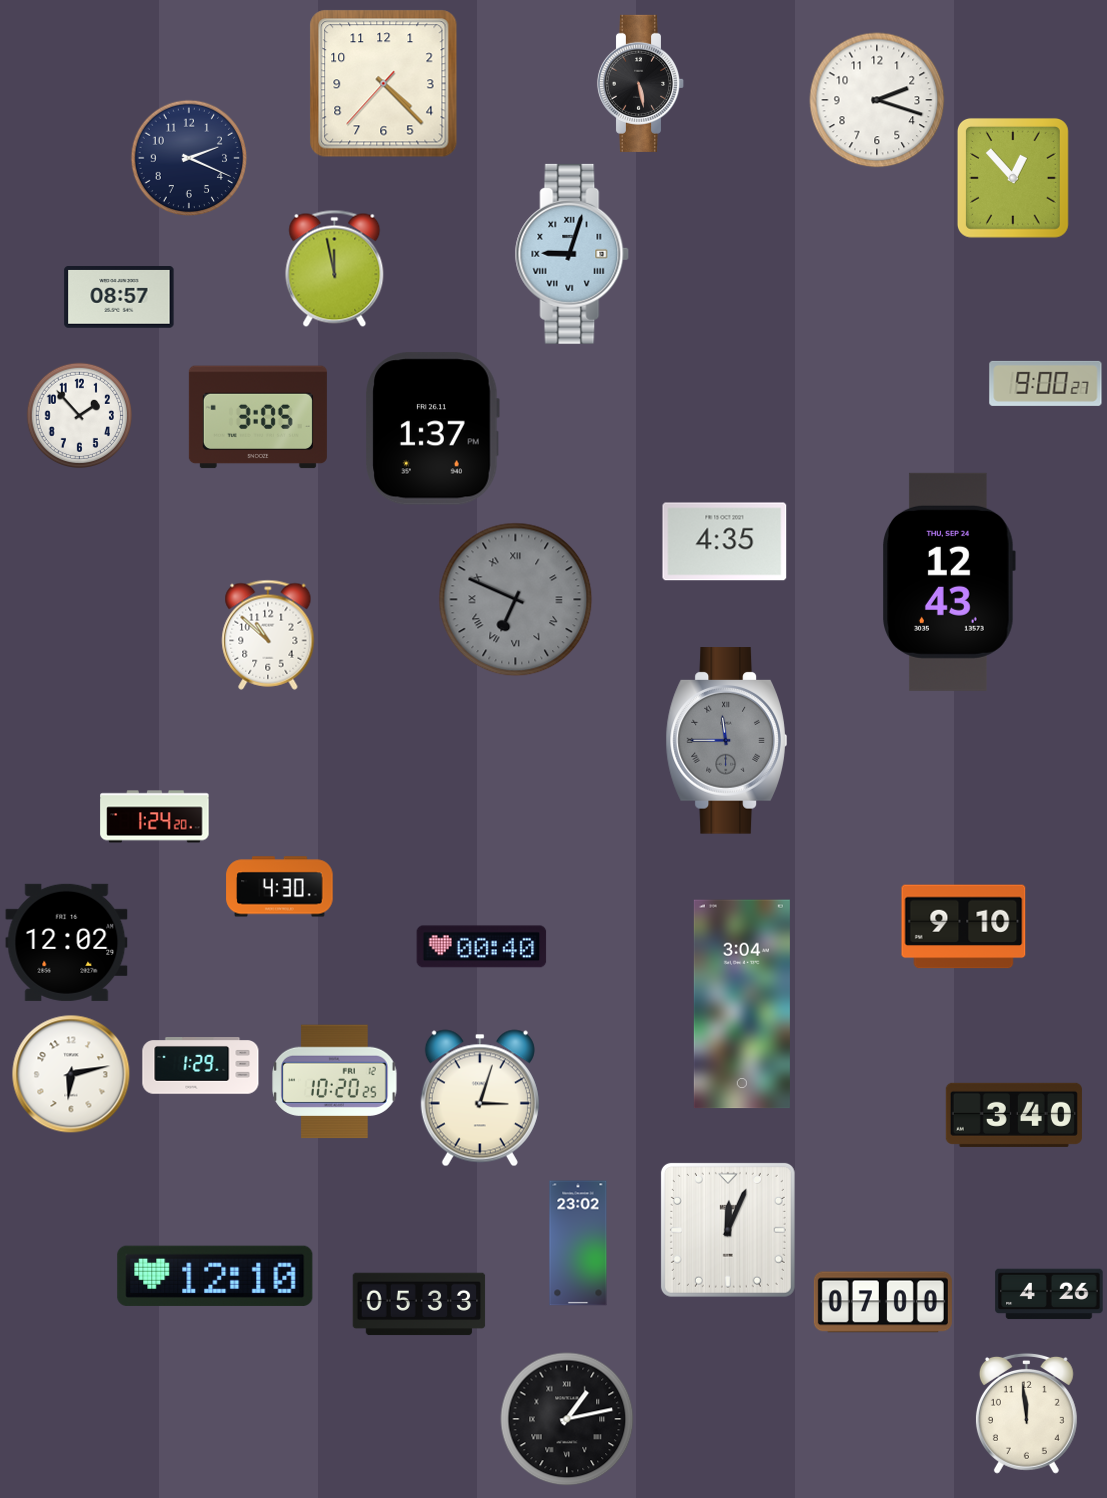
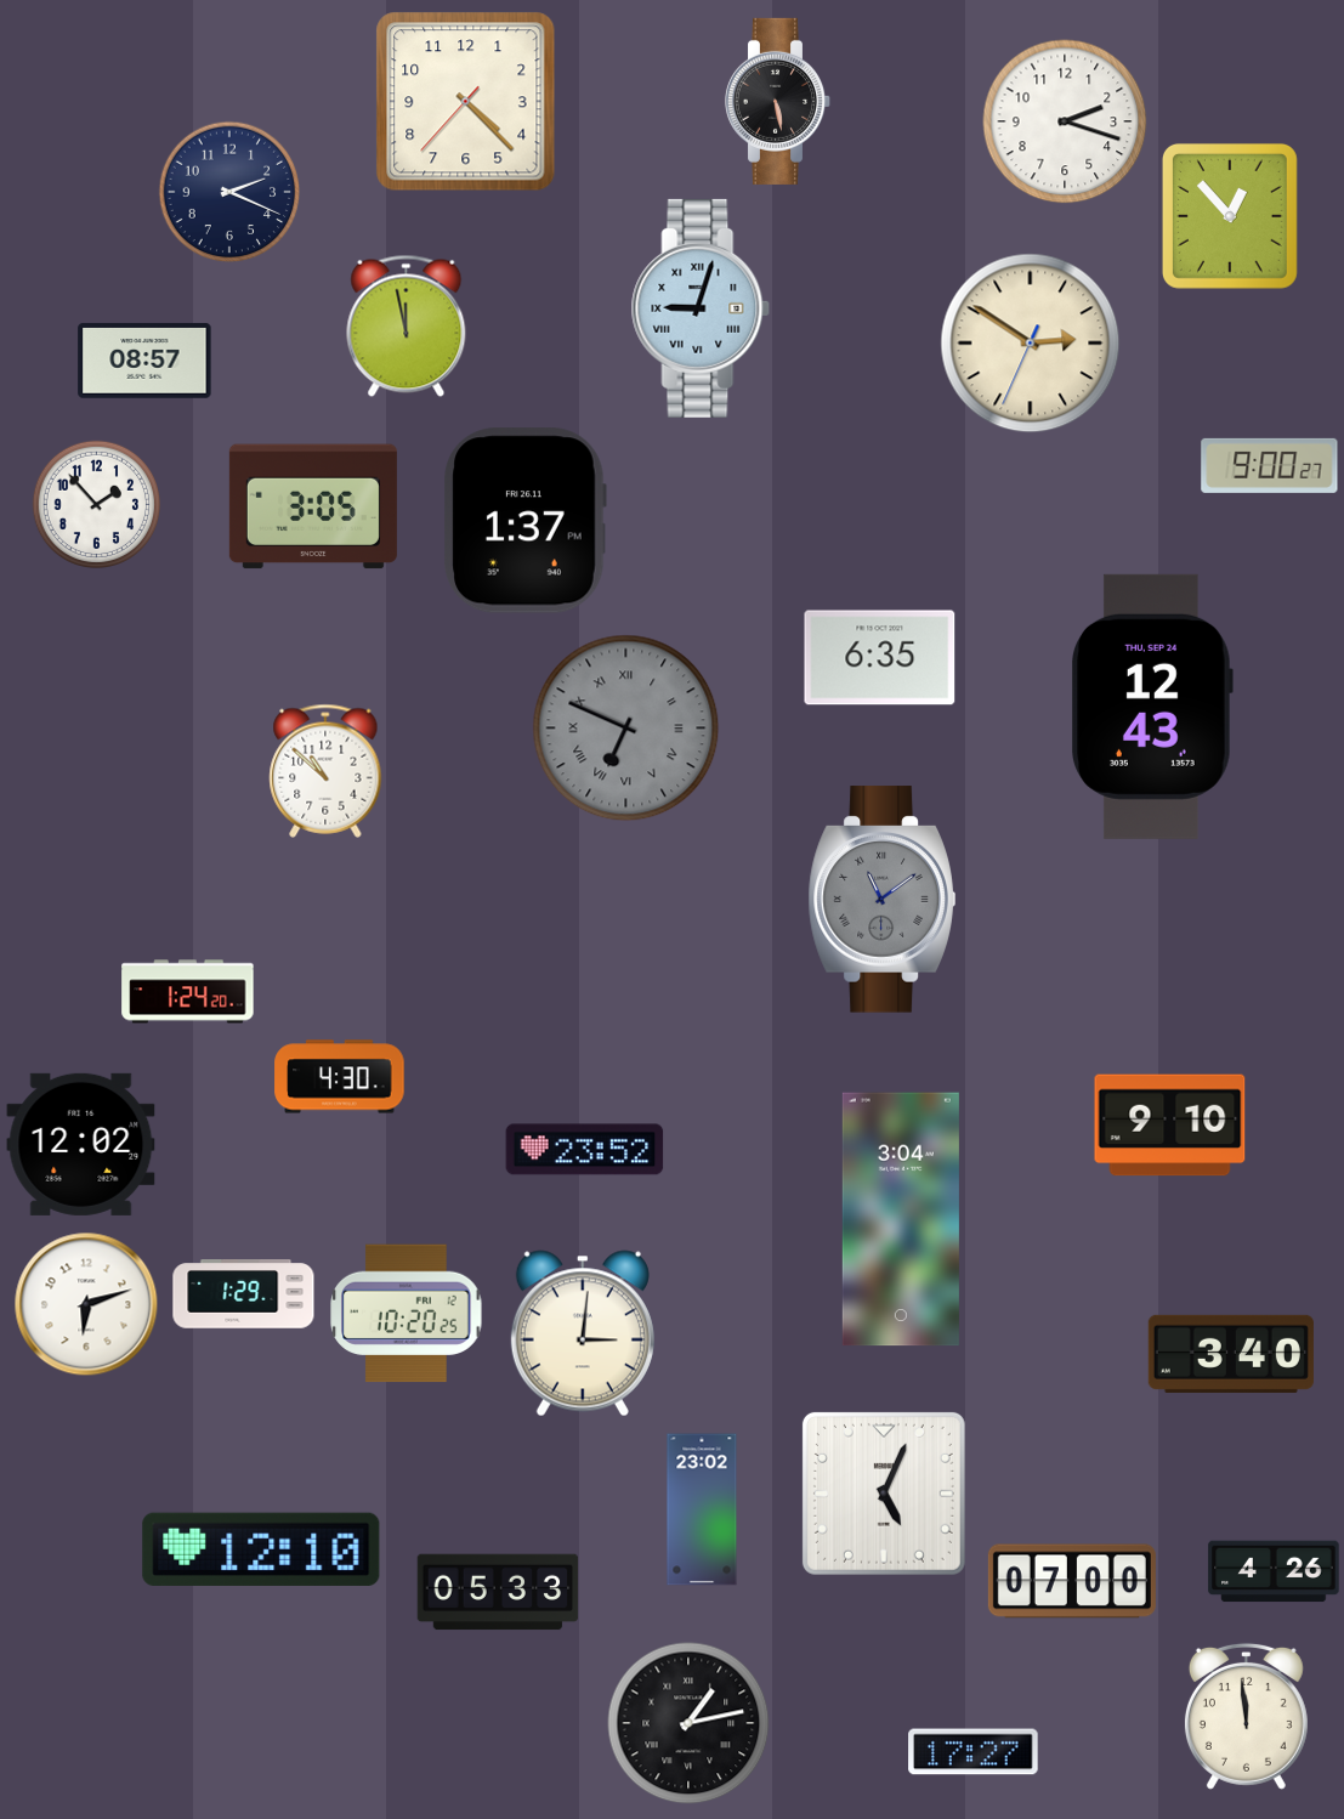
clock at (572, 254) position: (572, 254) -> (701, 308)
clock at (1031, 344): none -> 2:50
clock at (725, 542): 4:35 -> 6:35
clock at (726, 741): 11:45 -> 11:09
clock at (482, 947): 00:40 -> 23:52
clock at (71, 1074): 6:13 -> 6:12
clock at (480, 1098): 3:03 -> 3:01
clock at (728, 1230): 12:04 -> 5:04
clock at (419, 1304) position: (419, 1304) -> (498, 1592)
clock at (974, 1752): none -> 17:27
